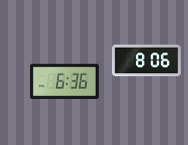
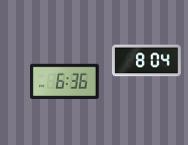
clock at (146, 61): 8:06 -> 8:04
